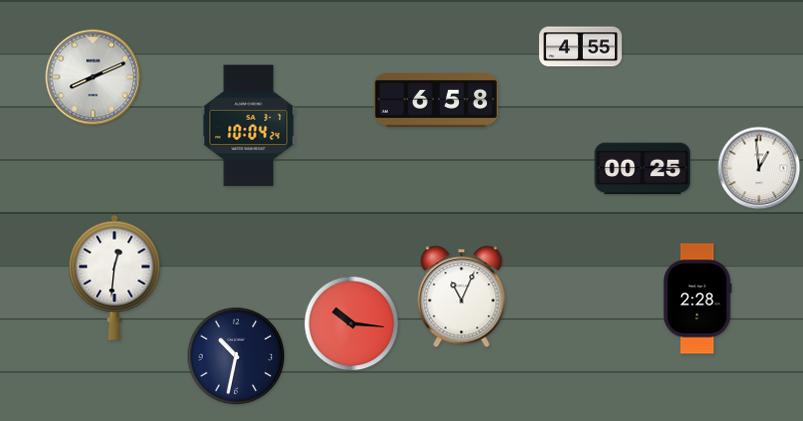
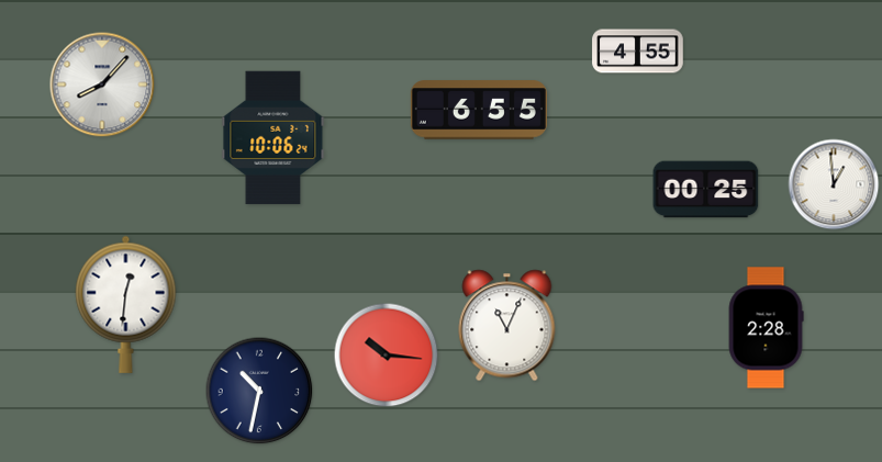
clock at (93, 77): 8:11 -> 8:07
clock at (436, 100): 6:58 -> 6:55
clock at (249, 126): 10:04 -> 10:06
clock at (643, 169) position: (643, 169) -> (706, 190)
